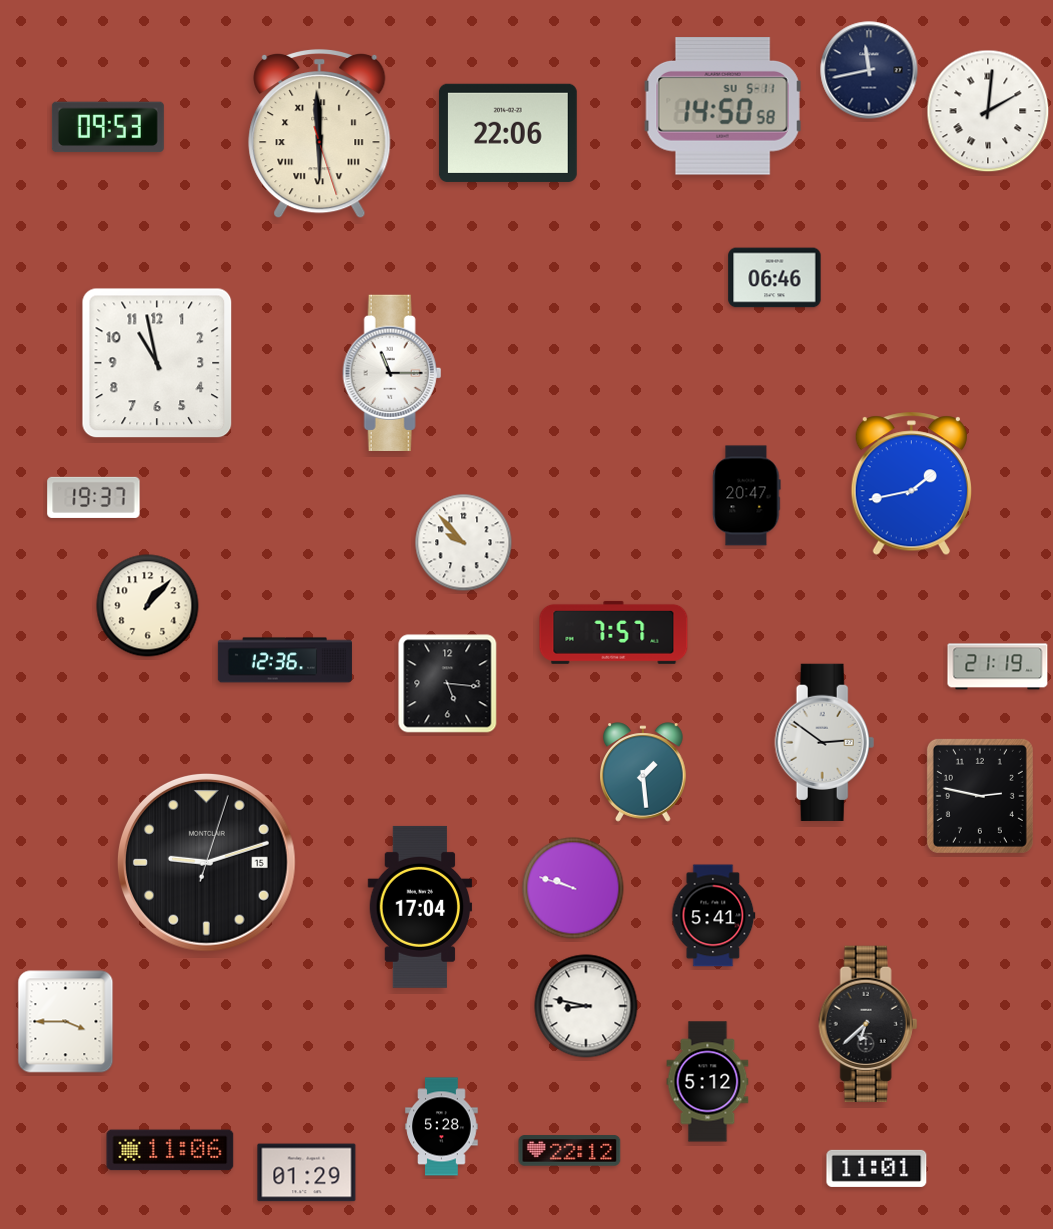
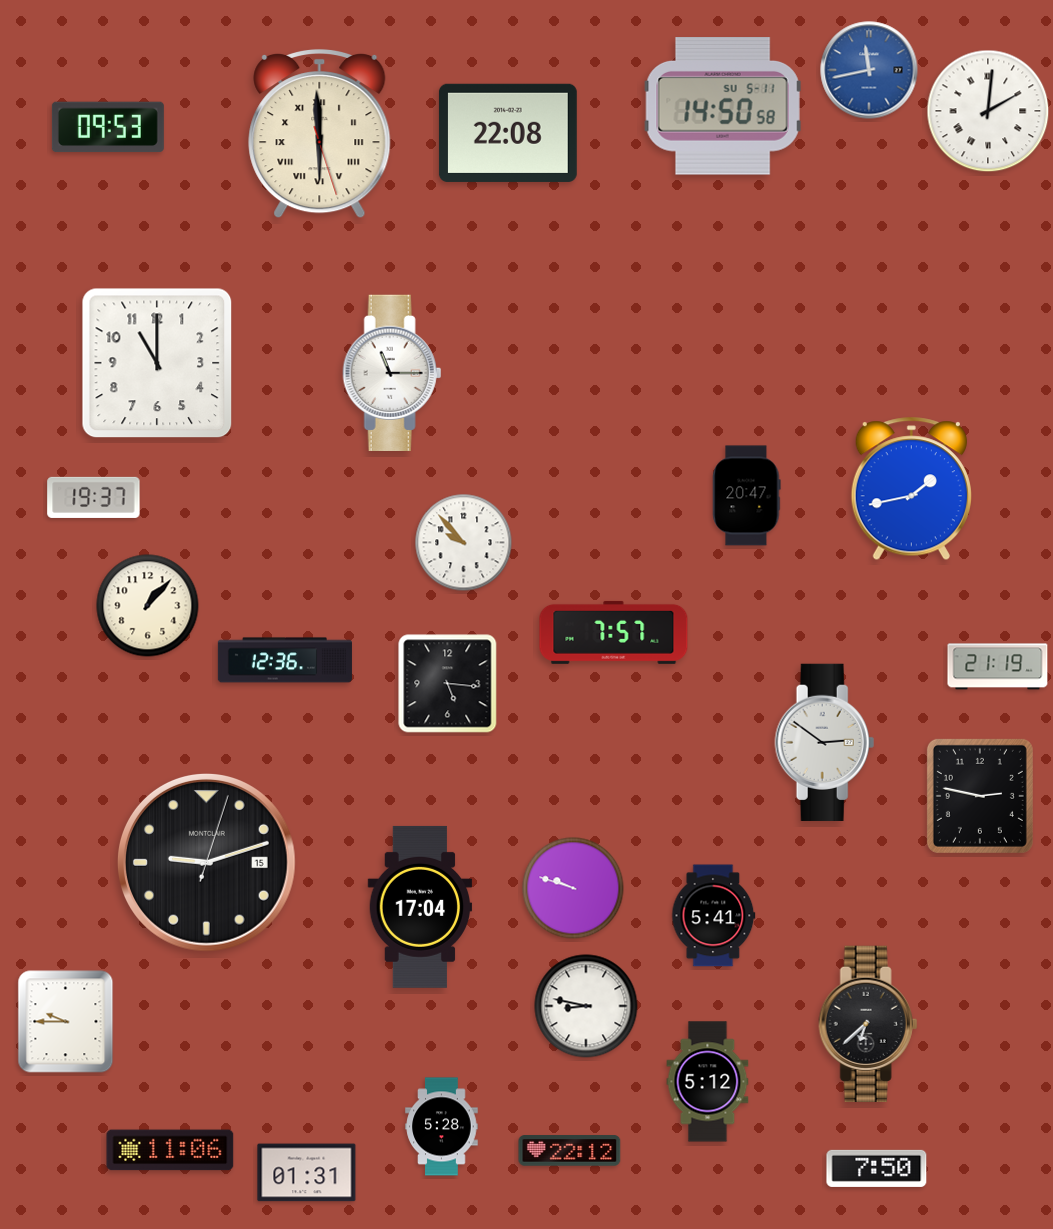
clock at (869, 70) dial: navy -> blue
clock at (508, 133): 22:06 -> 22:08
clock at (775, 278): 06:46 -> none
clock at (157, 363): 10:58 -> 11:00
clock at (911, 484) position: (911, 484) -> (911, 489)
clock at (644, 772): 1:29 -> none
clock at (66, 1022): 3:45 -> 9:45
clock at (877, 1168): 11:01 -> 7:50
clock at (307, 1173): 01:29 -> 01:31
